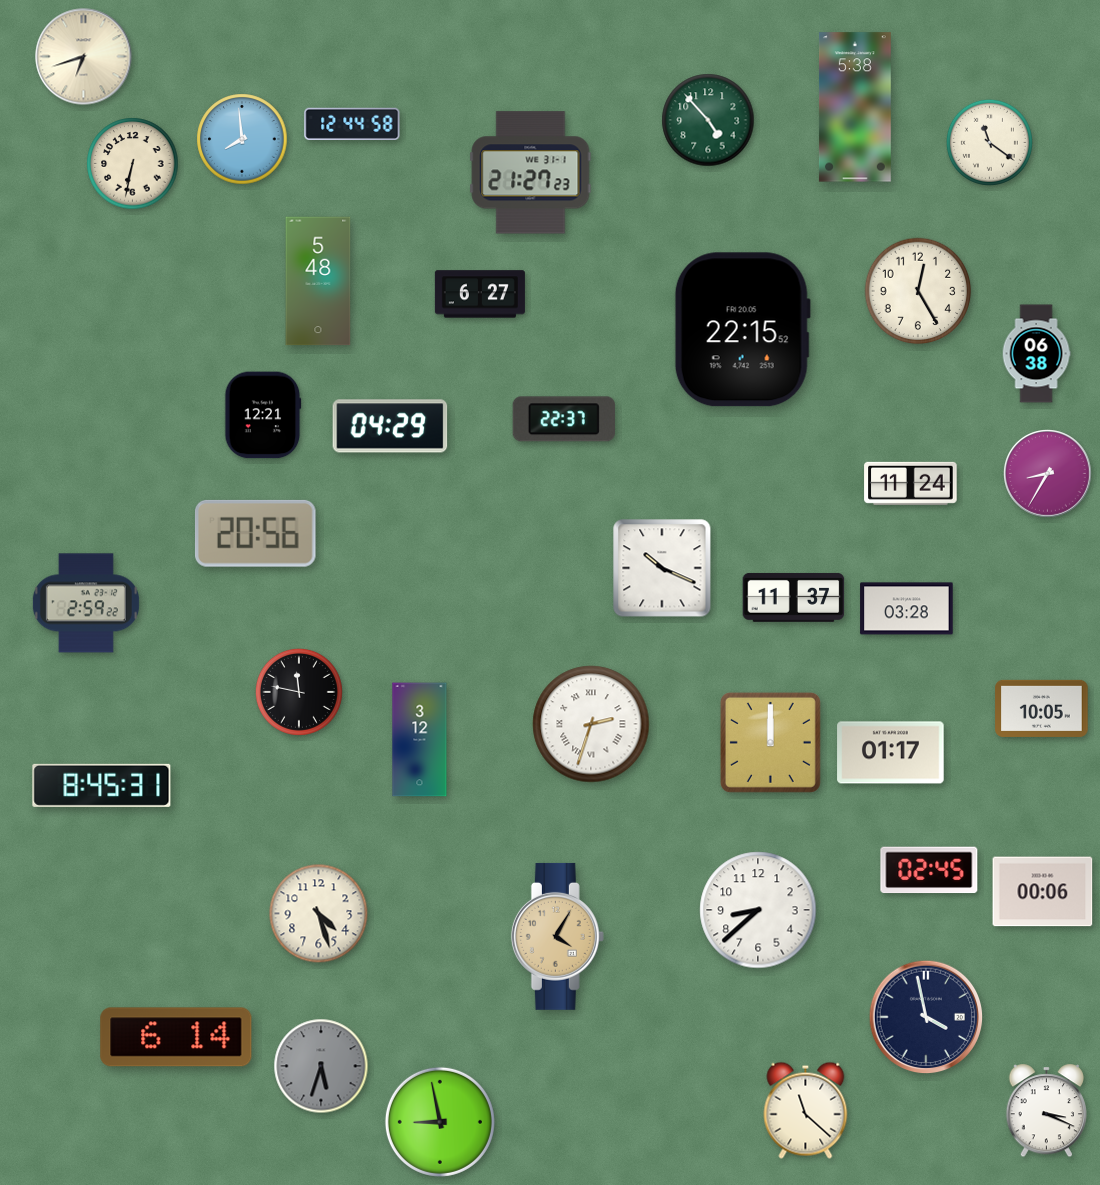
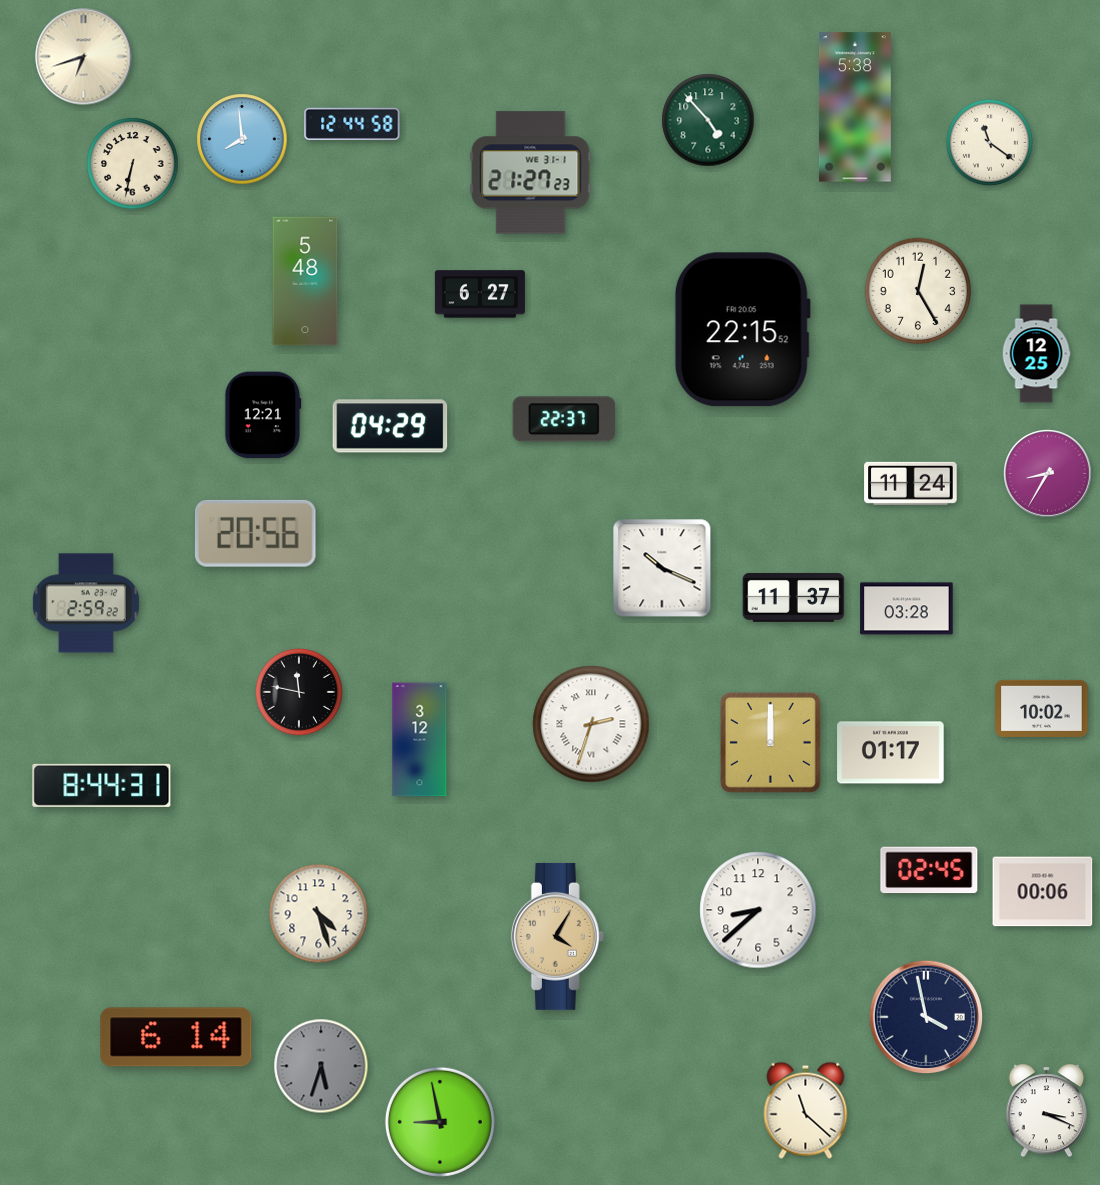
clock at (318, 281) position: (318, 281) -> (305, 281)
clock at (1036, 354): 06:38 -> 12:25
clock at (1042, 708): 10:05 -> 10:02
clock at (102, 785): 8:45 -> 8:44
